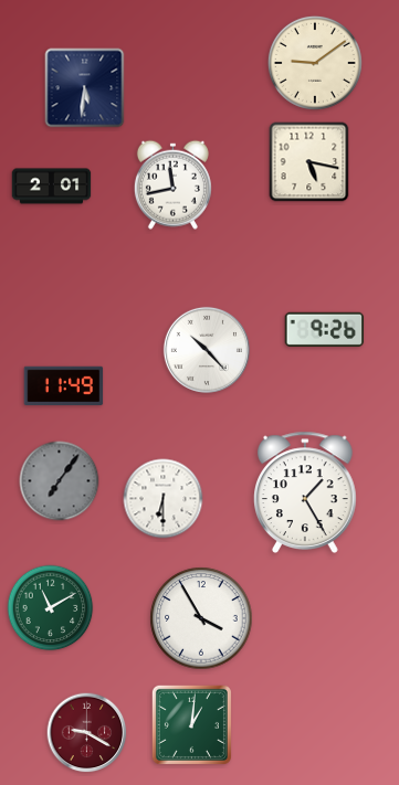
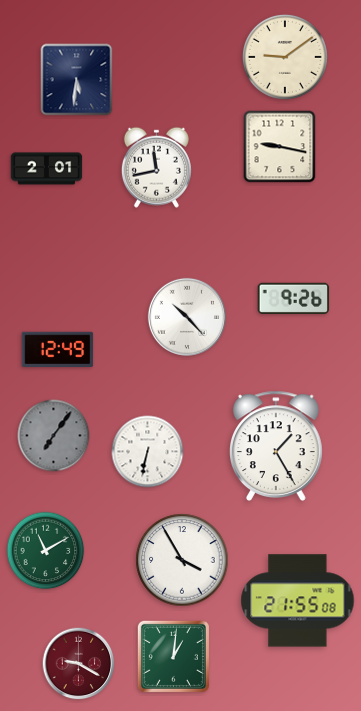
clock at (309, 162): 5:17 -> 9:17
clock at (64, 386): 11:49 -> 12:49
clock at (164, 499): 6:30 -> 6:32
clock at (298, 601): none -> 21:55
